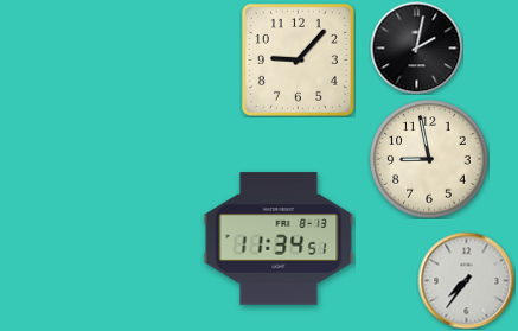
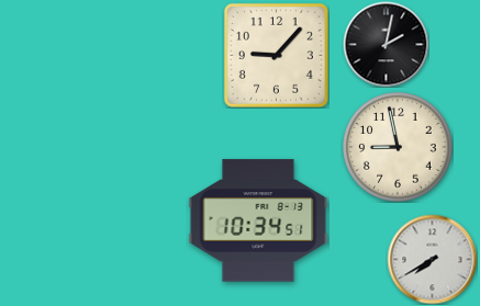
clock at (279, 238): 11:34 -> 10:34
clock at (466, 280): 7:36 -> 7:40
